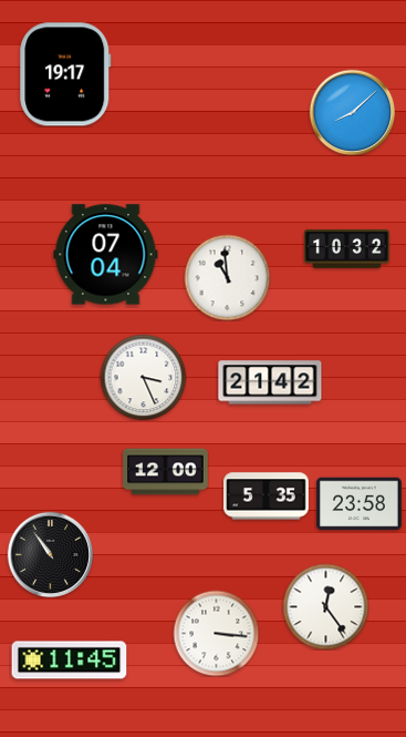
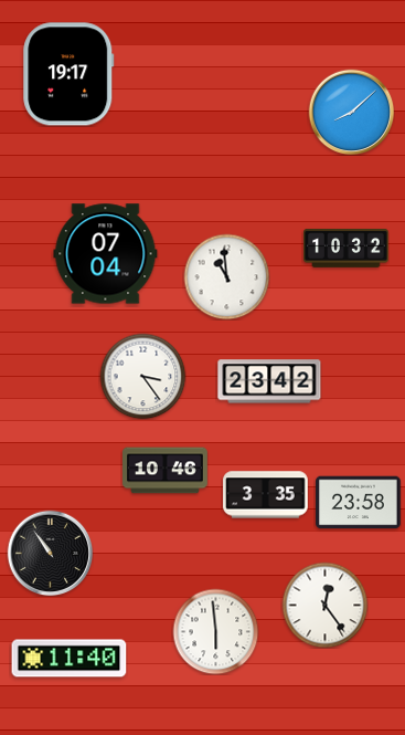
clock at (65, 74) position: (65, 74) -> (68, 74)
clock at (143, 377): 3:26 -> 3:24
clock at (270, 382): 21:42 -> 23:42
clock at (166, 472): 12:00 -> 10:46
clock at (267, 497): 5:35 -> 3:35
clock at (216, 633): 3:16 -> 5:59
clock at (70, 661): 11:45 -> 11:40
